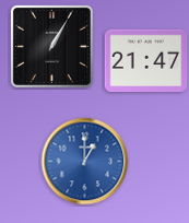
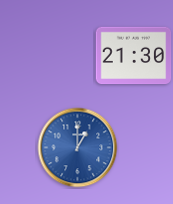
clock at (51, 46): 1:05 -> none
clock at (146, 61): 21:47 -> 21:30
